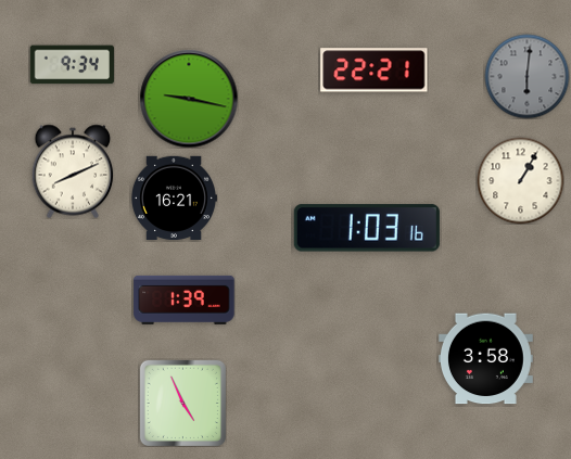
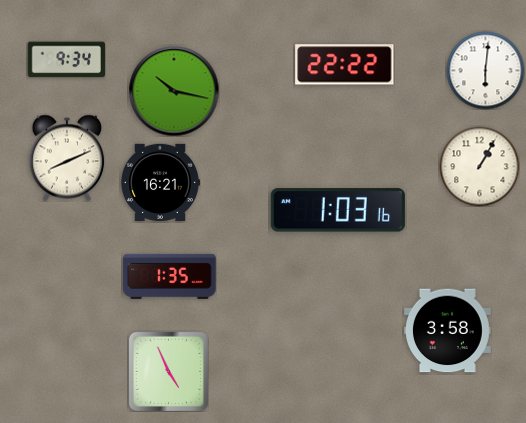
clock at (375, 71): 22:21 -> 22:22
clock at (526, 76) dial: grey -> white
clock at (189, 99): 9:17 -> 10:17
clock at (185, 299): 1:39 -> 1:35
